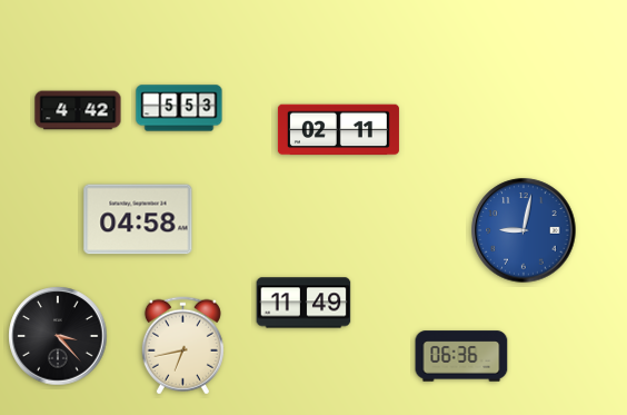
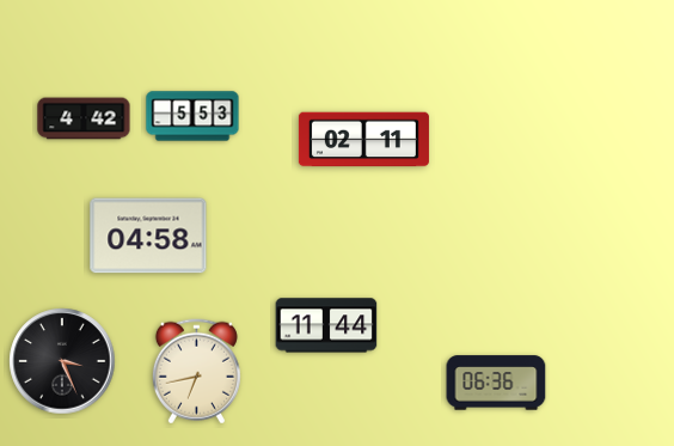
clock at (524, 230): 9:02 -> none
clock at (303, 303): 11:49 -> 11:44
clock at (58, 336): 3:23 -> 3:26
